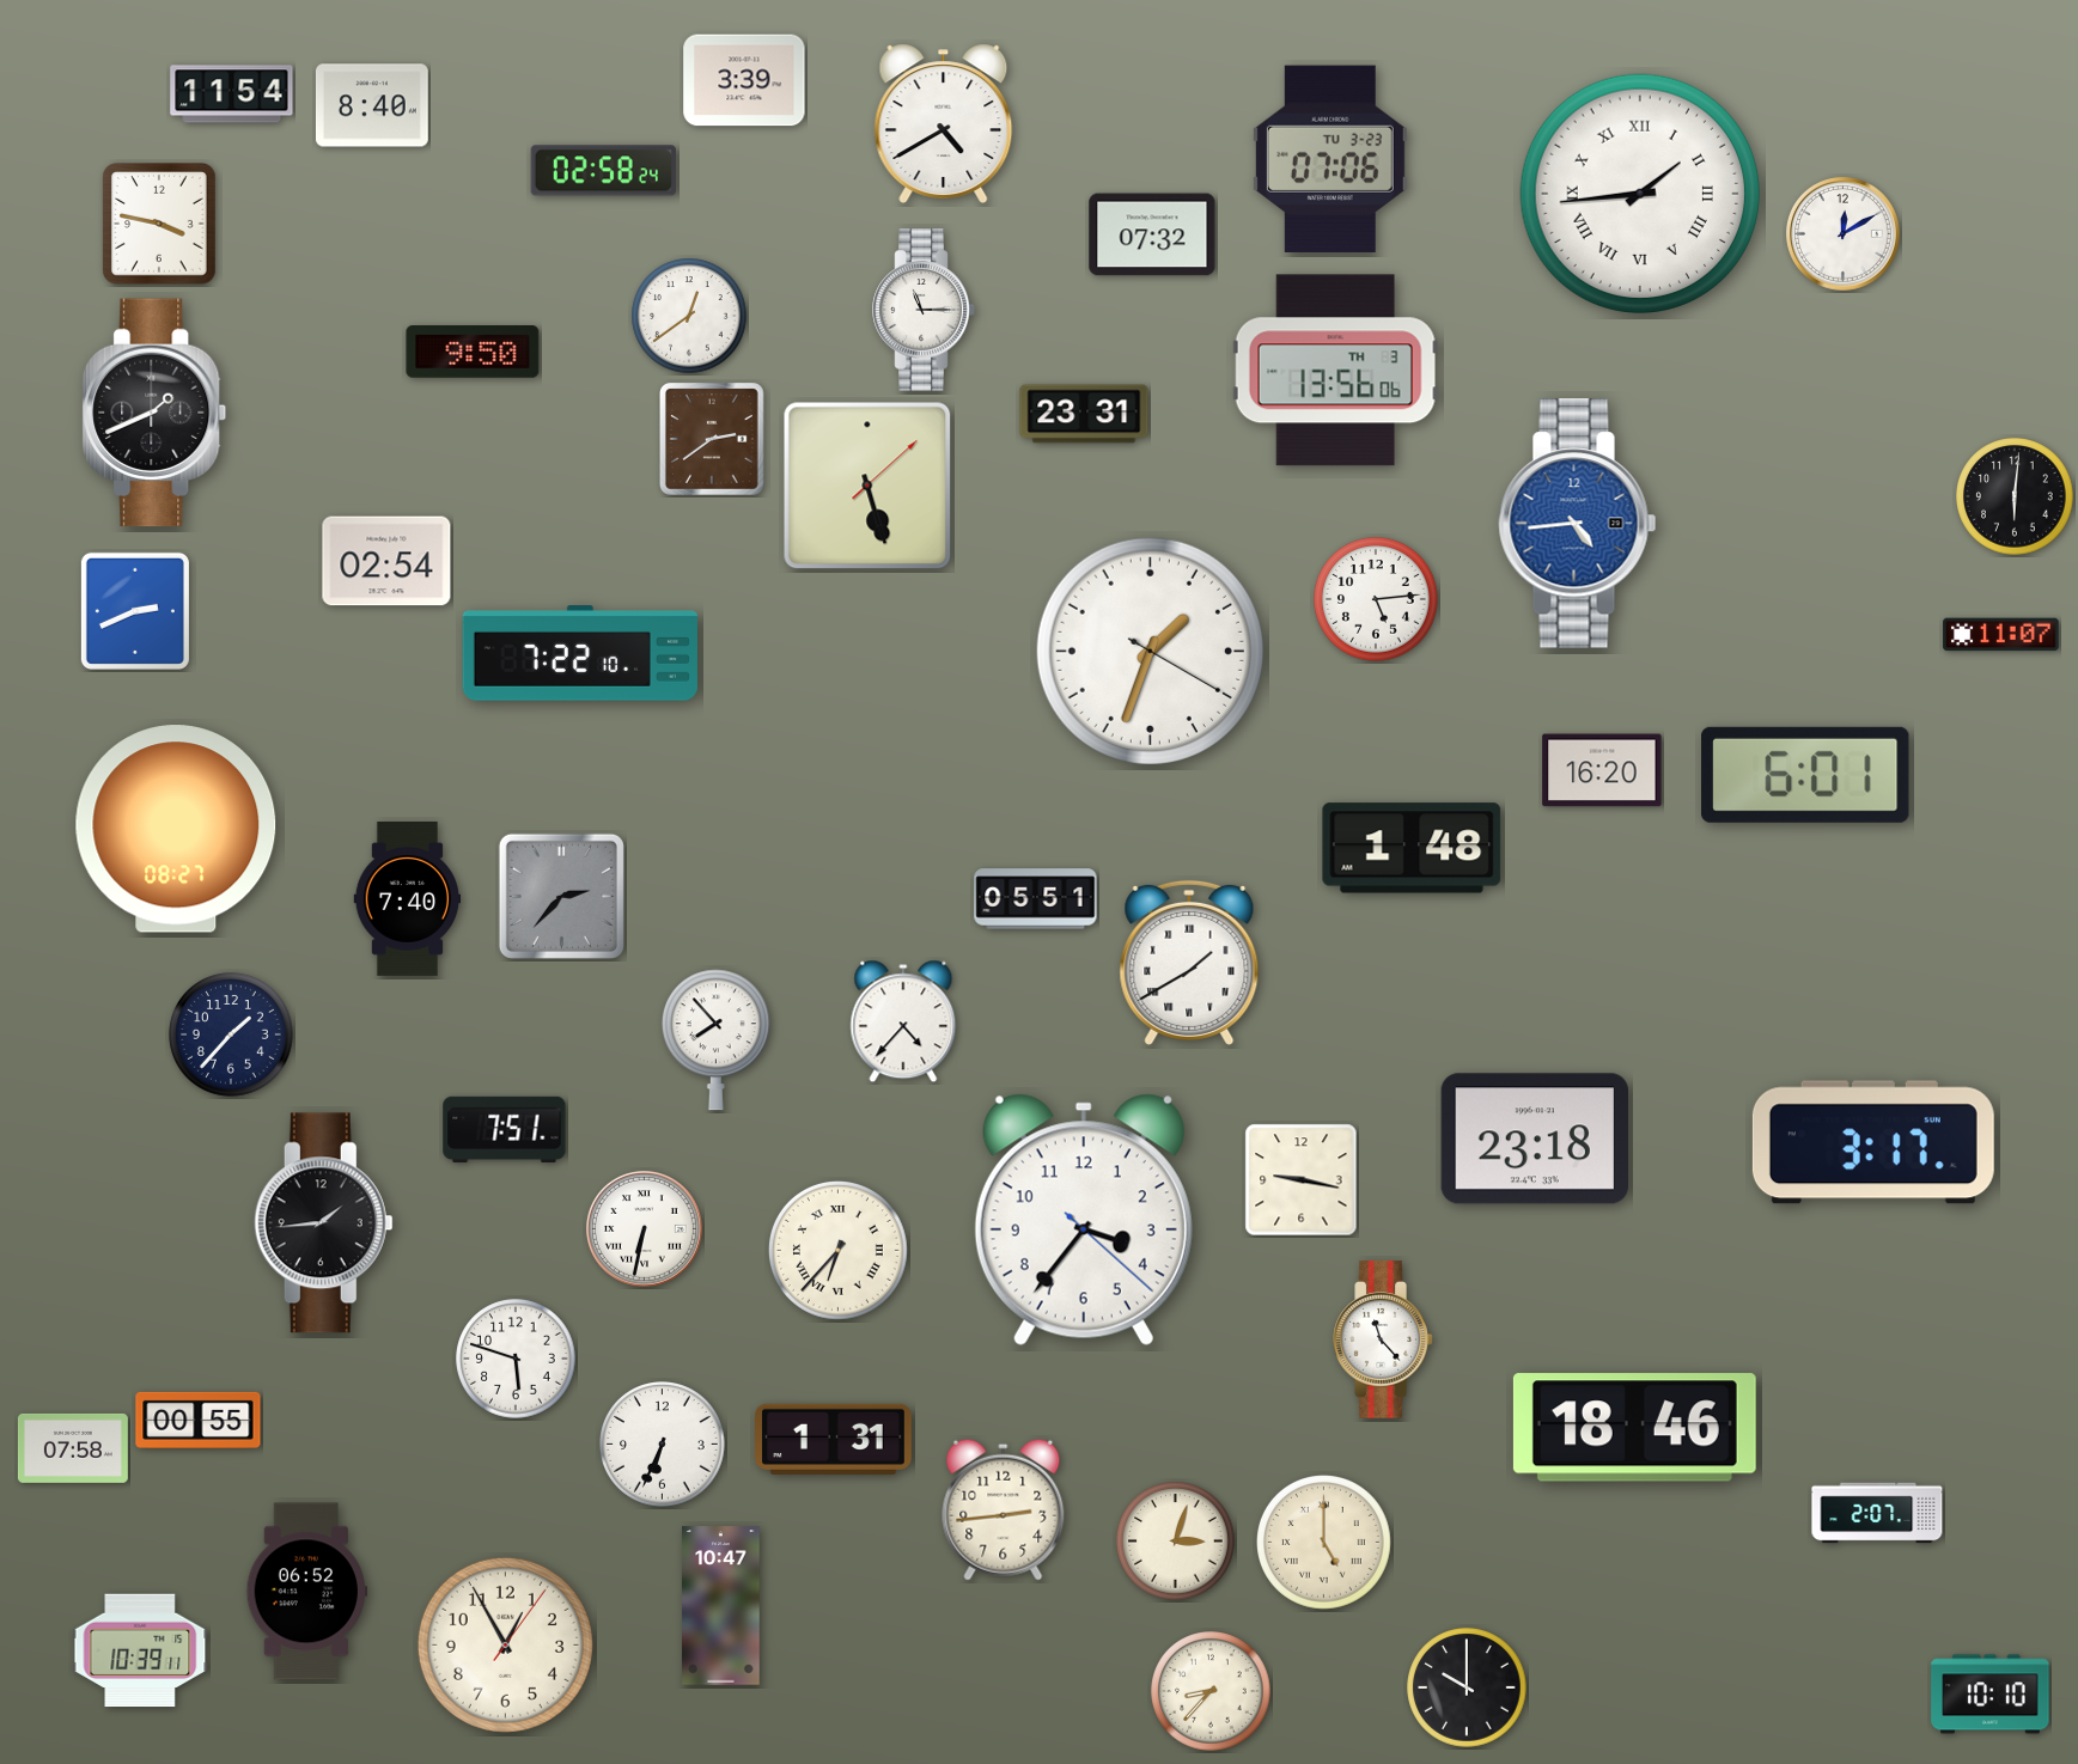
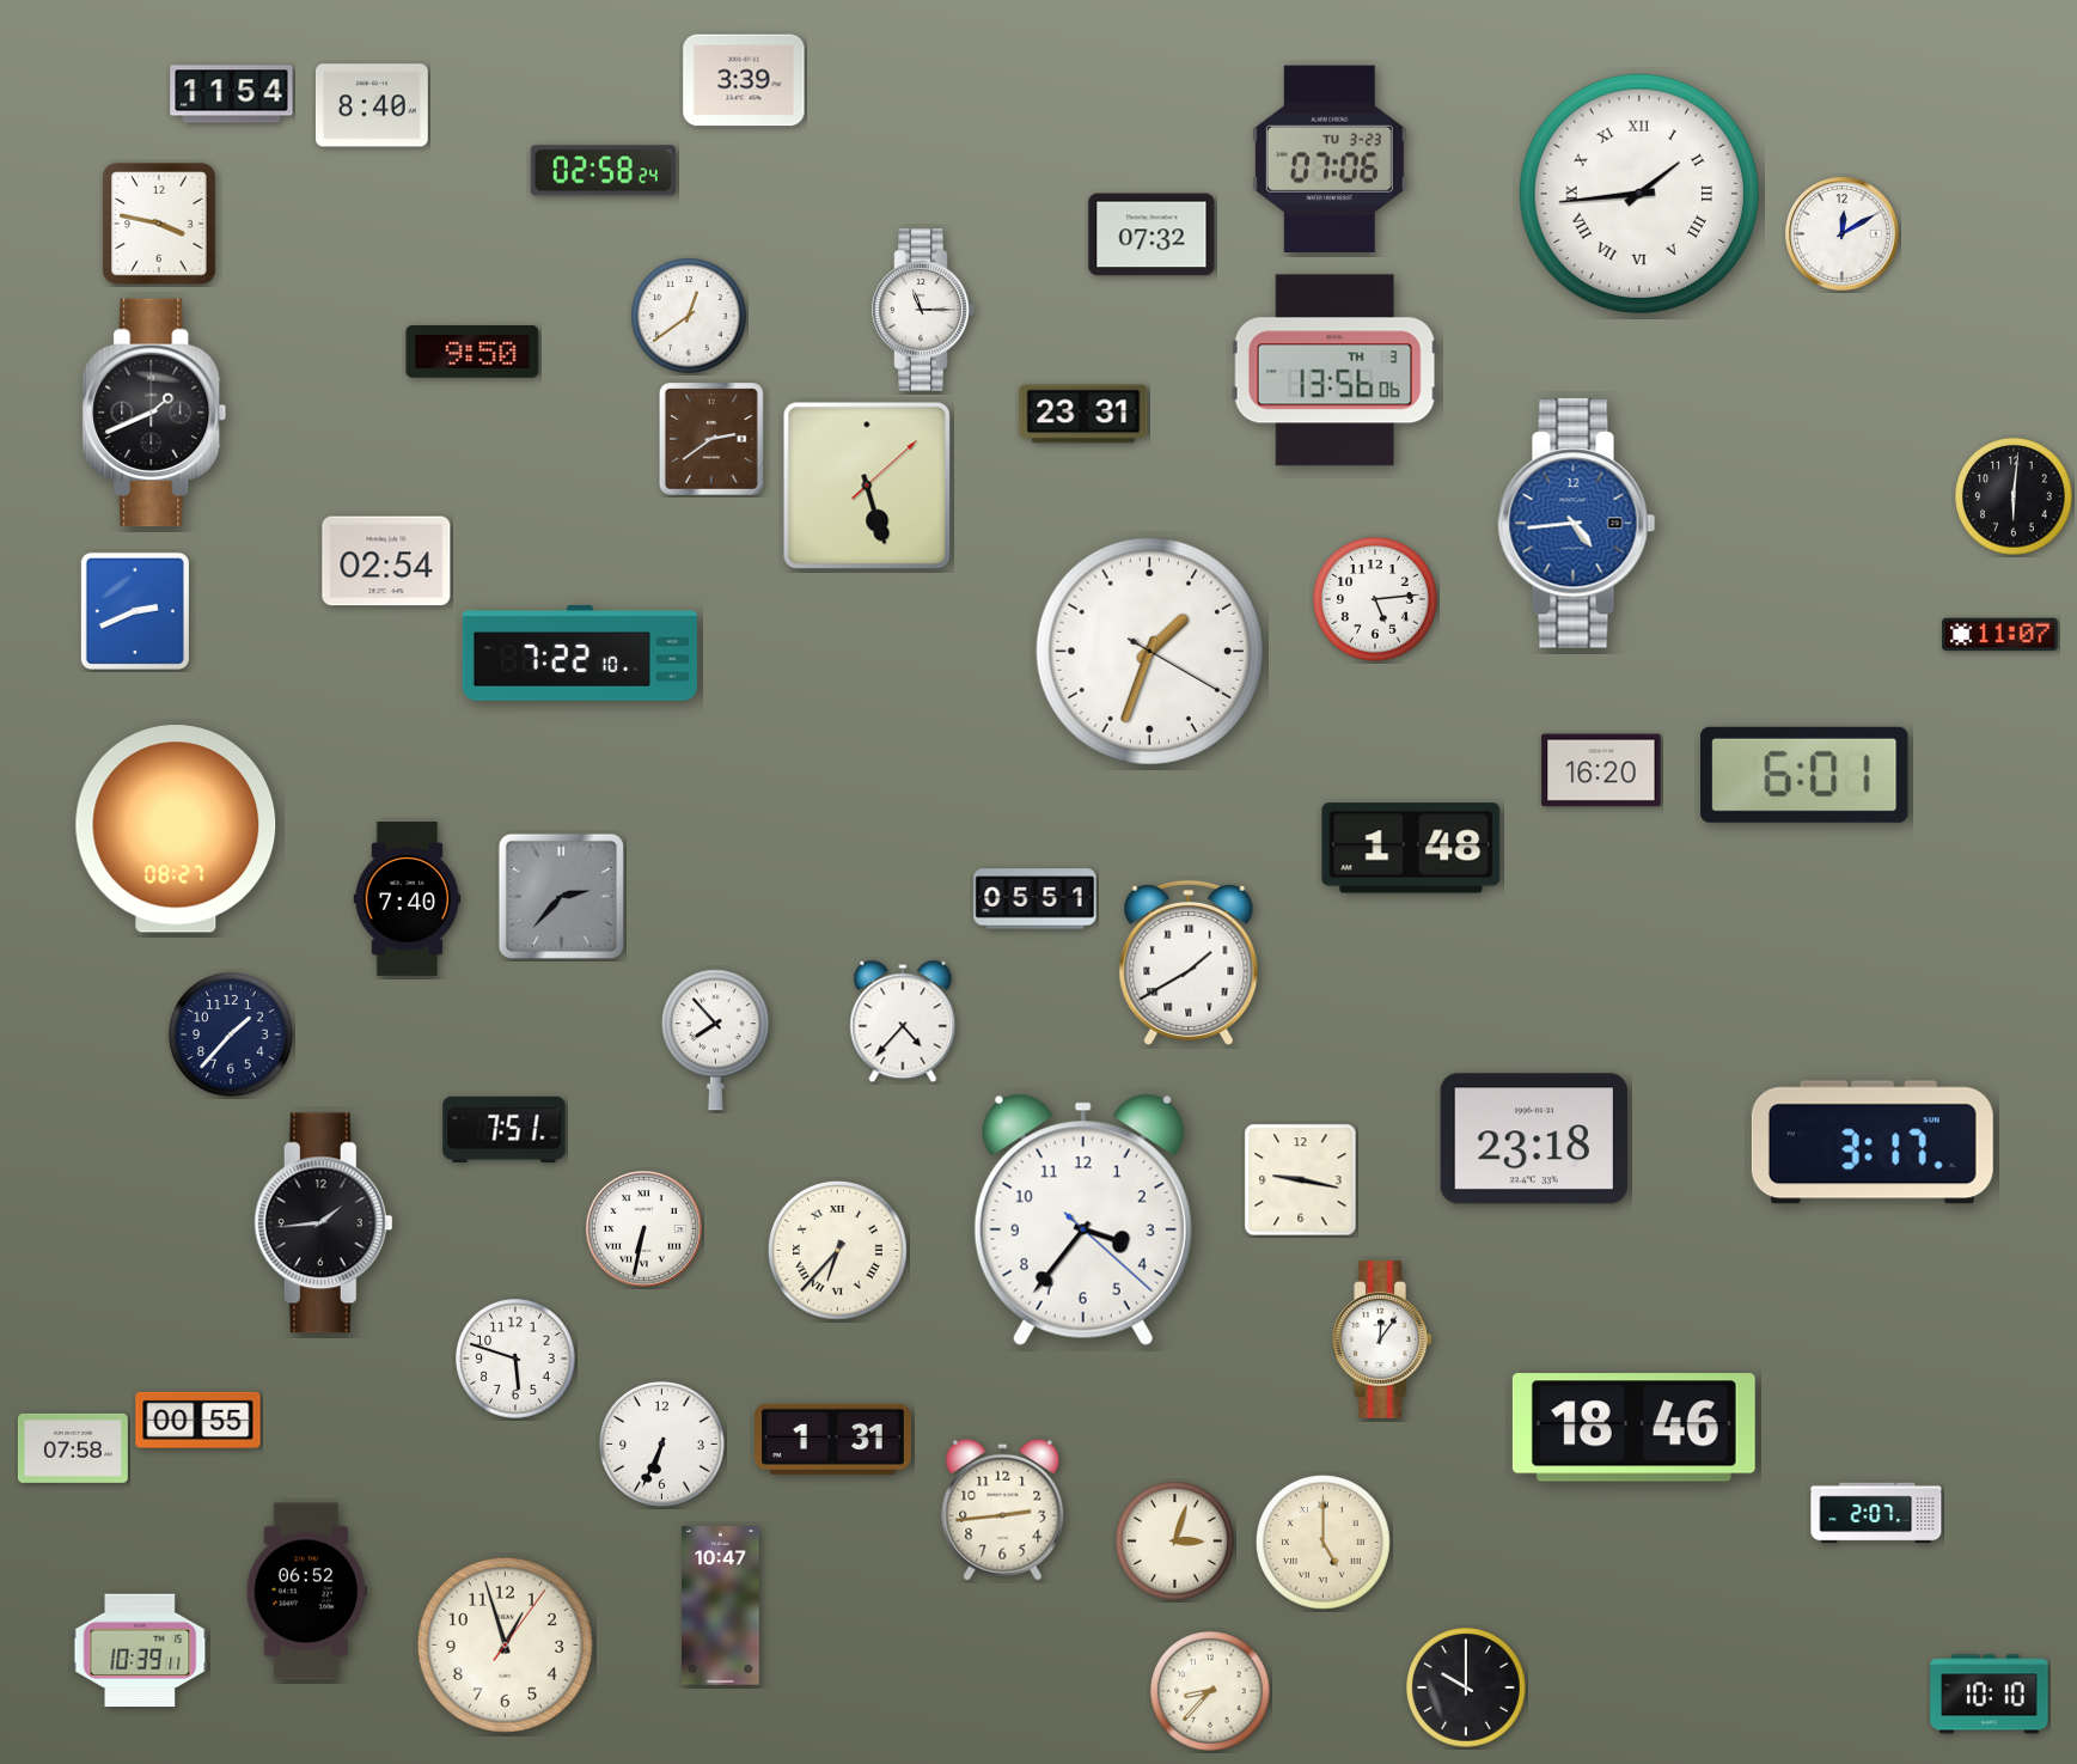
clock at (944, 123): 4:40 -> none
clock at (1383, 1341): 11:23 -> 12:06
clock at (505, 1644): 12:55 -> 12:57
